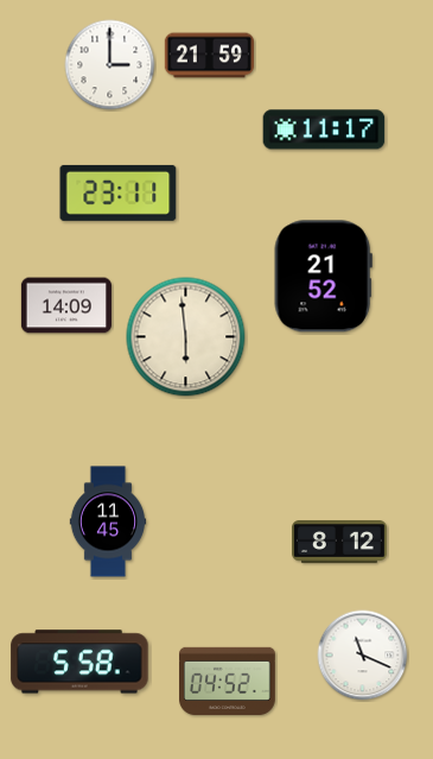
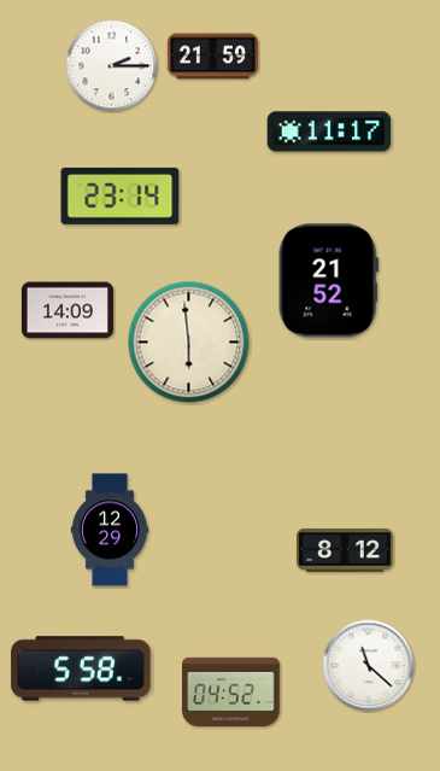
clock at (110, 65): 3:00 -> 2:15
clock at (119, 192): 23:11 -> 23:14
clock at (108, 521): 11:45 -> 12:29
clock at (363, 656): 11:19 -> 11:22
clock at (79, 662) position: (79, 662) -> (81, 668)
